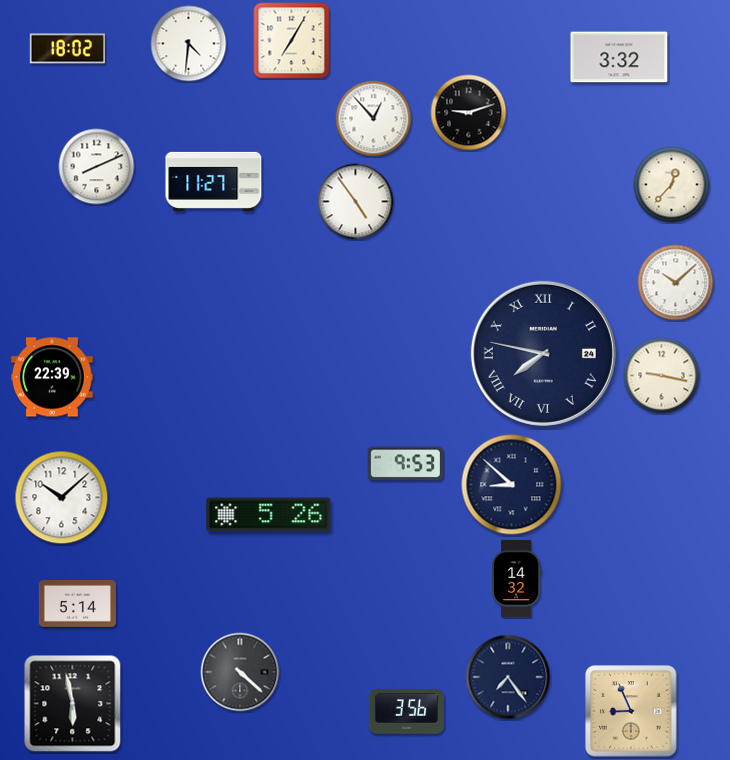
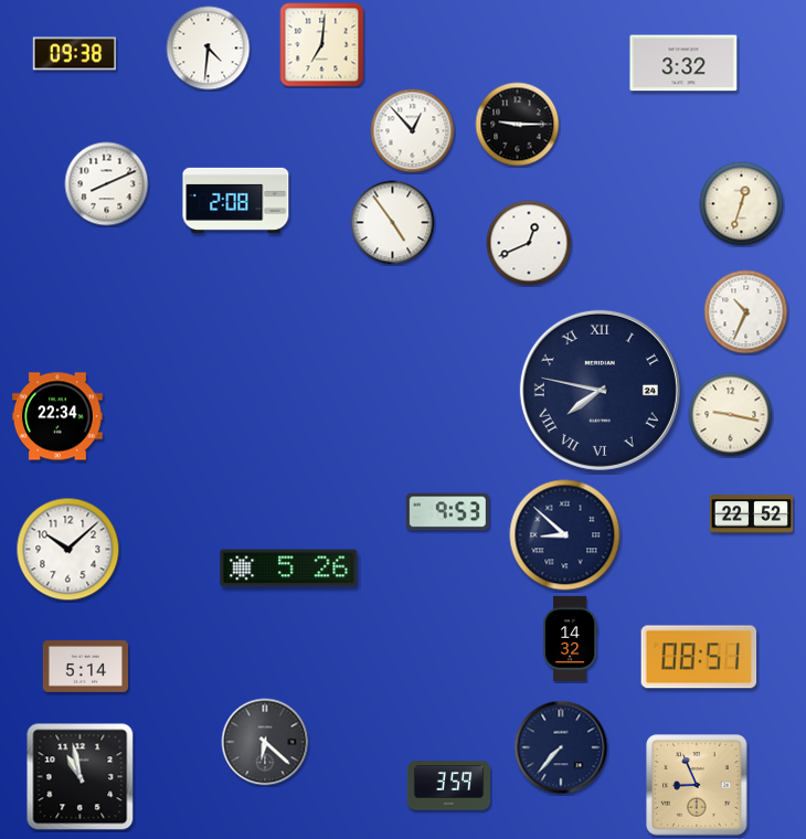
clock at (292, 41): 7:05 -> 7:01
clock at (68, 49): 18:02 -> 09:38
clock at (469, 113): 9:12 -> 9:15
clock at (214, 181): 11:27 -> 2:08
clock at (672, 185): 12:37 -> 12:33
clock at (529, 243): none -> 12:41
clock at (676, 283): 10:08 -> 10:34
clock at (52, 377): 22:39 -> 22:34
clock at (752, 514): none -> 22:52
clock at (269, 515) position: (269, 515) -> (289, 569)
clock at (699, 657): none -> 08:51
clock at (240, 672): 4:22 -> 6:22
clock at (508, 677): 7:24 -> 7:37
clock at (73, 704): 5:58 -> 10:58
clock at (407, 712): 3:56 -> 3:59
